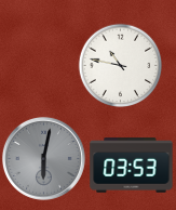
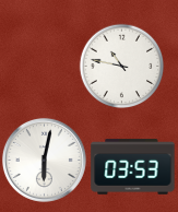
clock at (43, 158) dial: grey -> white
